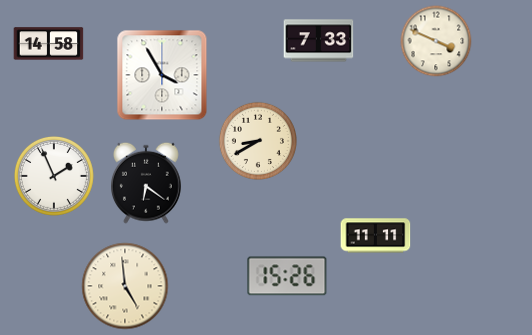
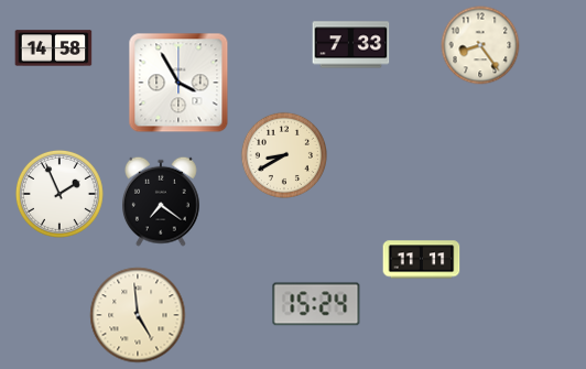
clock at (436, 41): 3:49 -> 8:24
clock at (147, 183): 6:21 -> 7:21
clock at (376, 236) position: (376, 236) -> (422, 260)
clock at (287, 276): 15:26 -> 15:24
